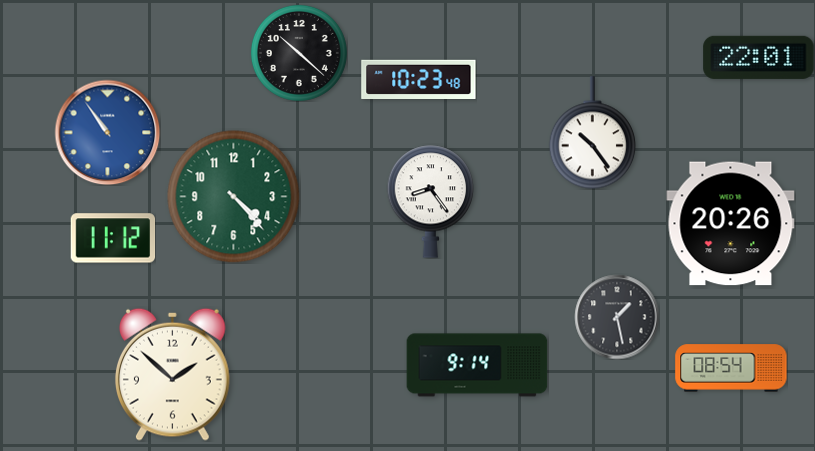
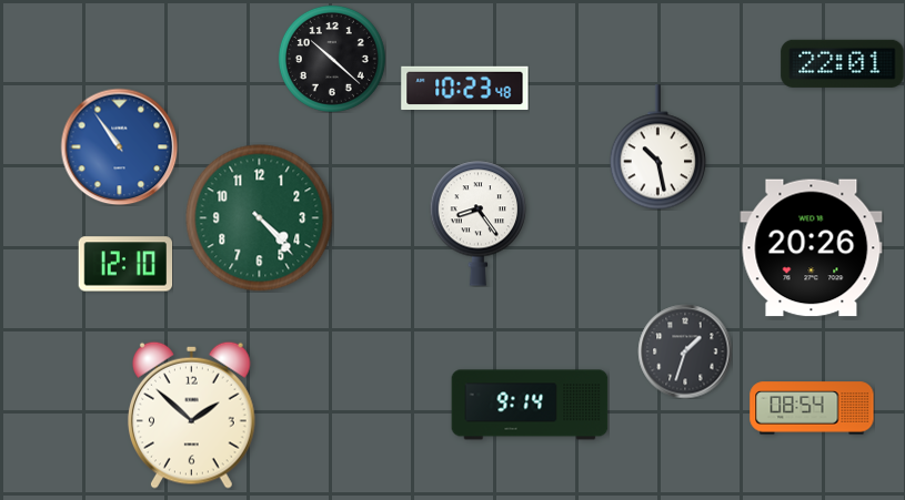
clock at (593, 133): 10:24 -> 10:28
clock at (113, 238): 11:12 -> 12:10
clock at (617, 317): 1:28 -> 1:33
